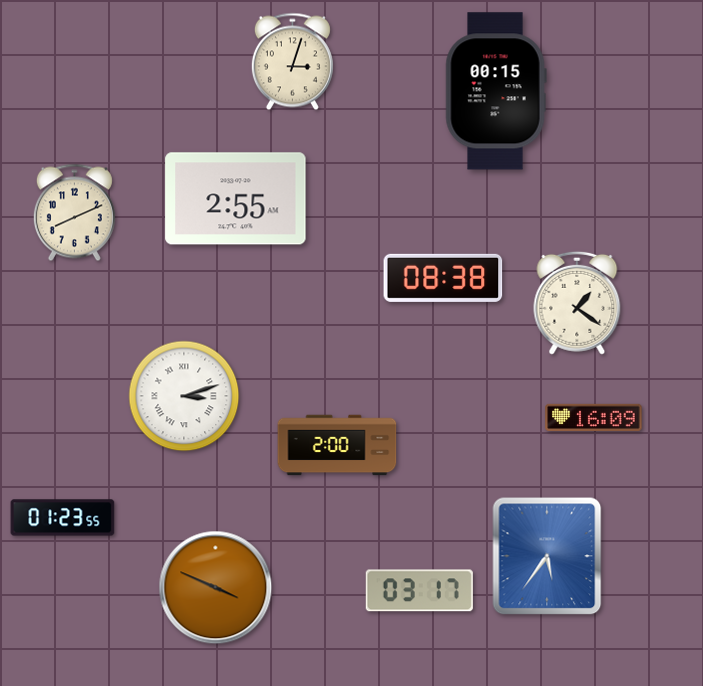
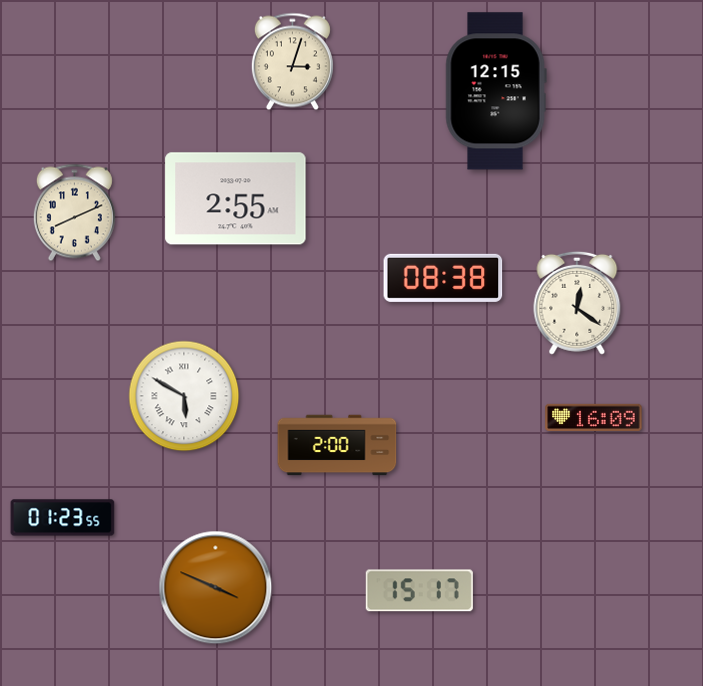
clock at (496, 91): 00:15 -> 12:15
clock at (577, 303): 1:21 -> 12:21
clock at (184, 396): 3:12 -> 5:50
clock at (547, 556): 5:36 -> none
clock at (419, 591): 03:17 -> 15:17
